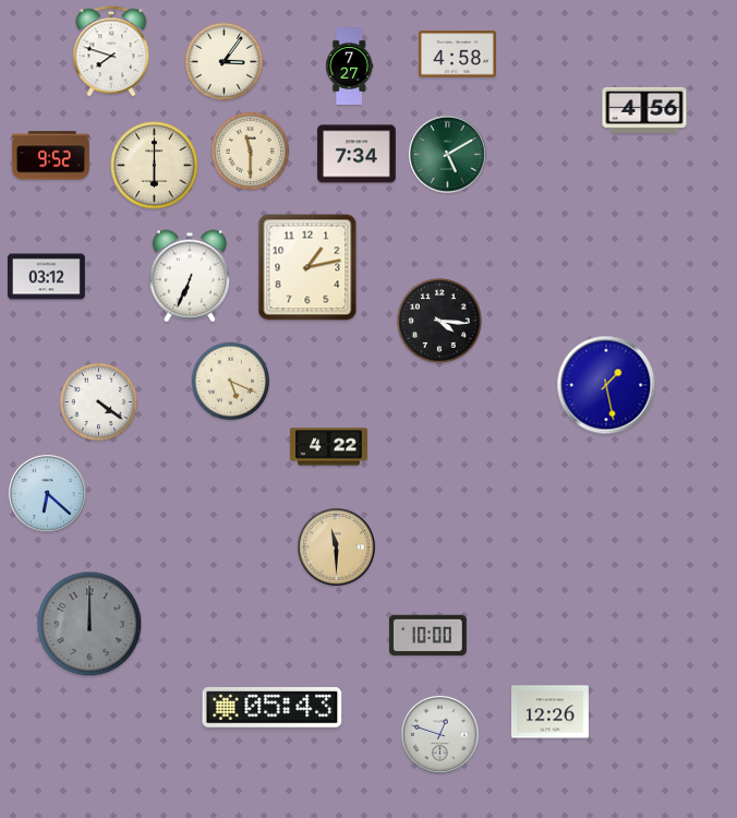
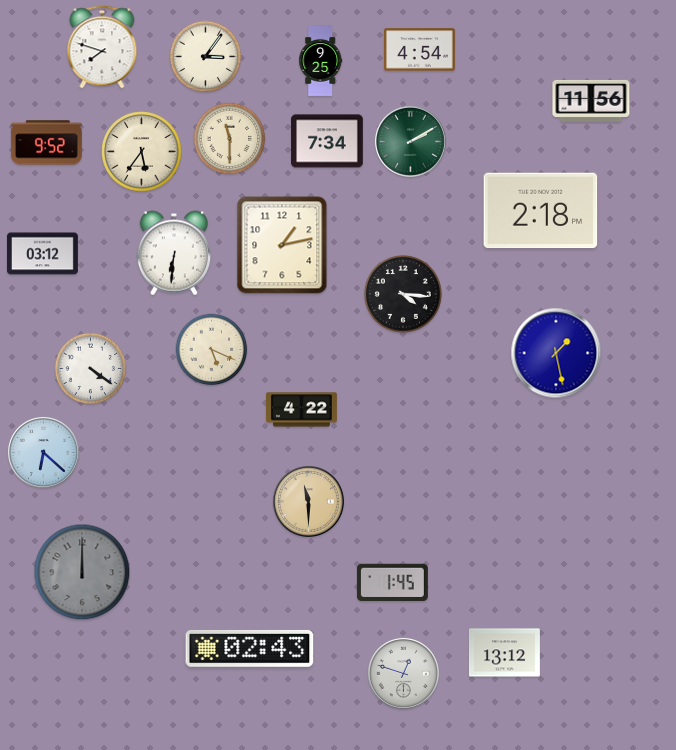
clock at (457, 55): 4:58 -> 4:54
clock at (350, 67): 7:27 -> 9:25
clock at (644, 110): 4:56 -> 11:56
clock at (447, 154): 5:10 -> 2:10
clock at (155, 166): 6:00 -> 5:36
clock at (541, 211): none -> 2:18
clock at (190, 276): 6:34 -> 6:31
clock at (427, 635): 10:00 -> 1:45
clock at (273, 707): 05:43 -> 02:43
clock at (549, 712): 12:26 -> 13:12
